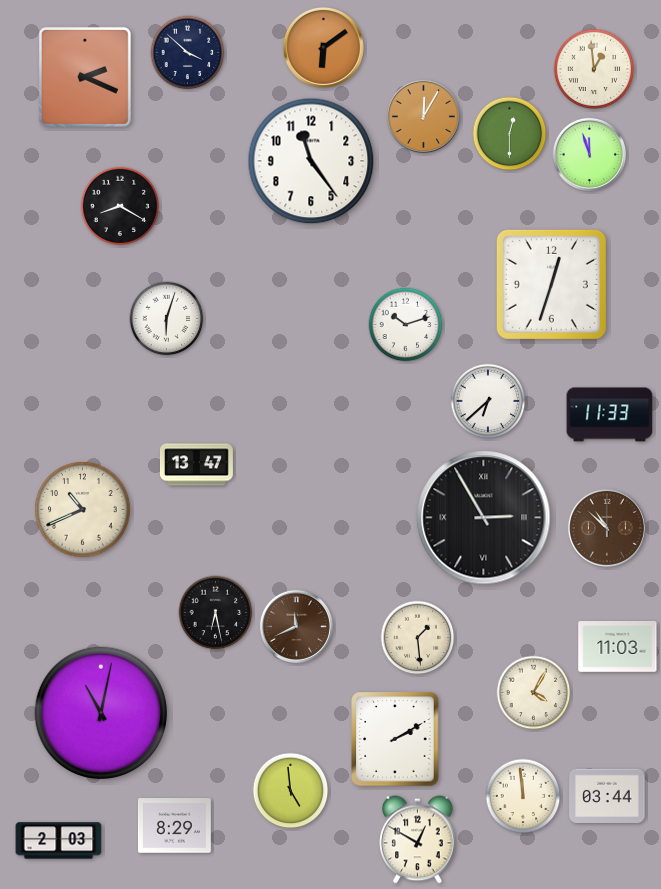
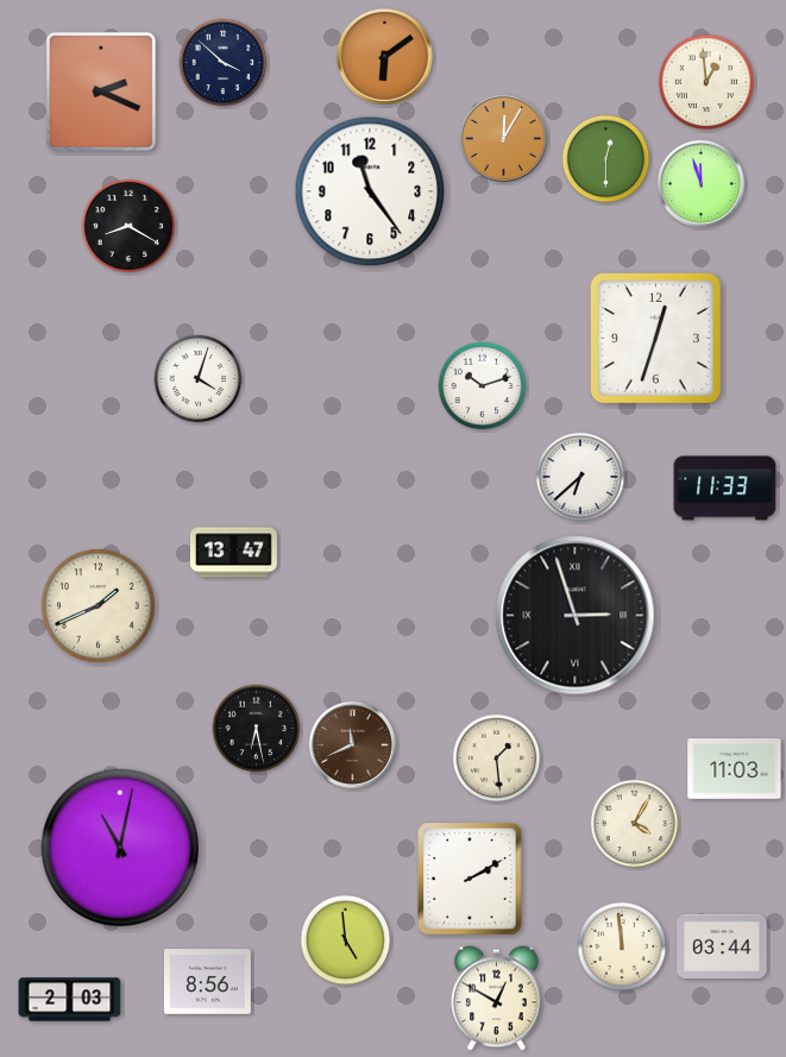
clock at (120, 206) position: (120, 206) -> (128, 226)
clock at (167, 319): 6:03 -> 4:03
clock at (610, 415) position: (610, 415) -> (725, 489)
clock at (83, 510): 10:41 -> 1:41
clock at (484, 518): 2:55 -> 2:57
clock at (607, 528): 10:52 -> none
clock at (174, 826): 8:29 -> 8:56
